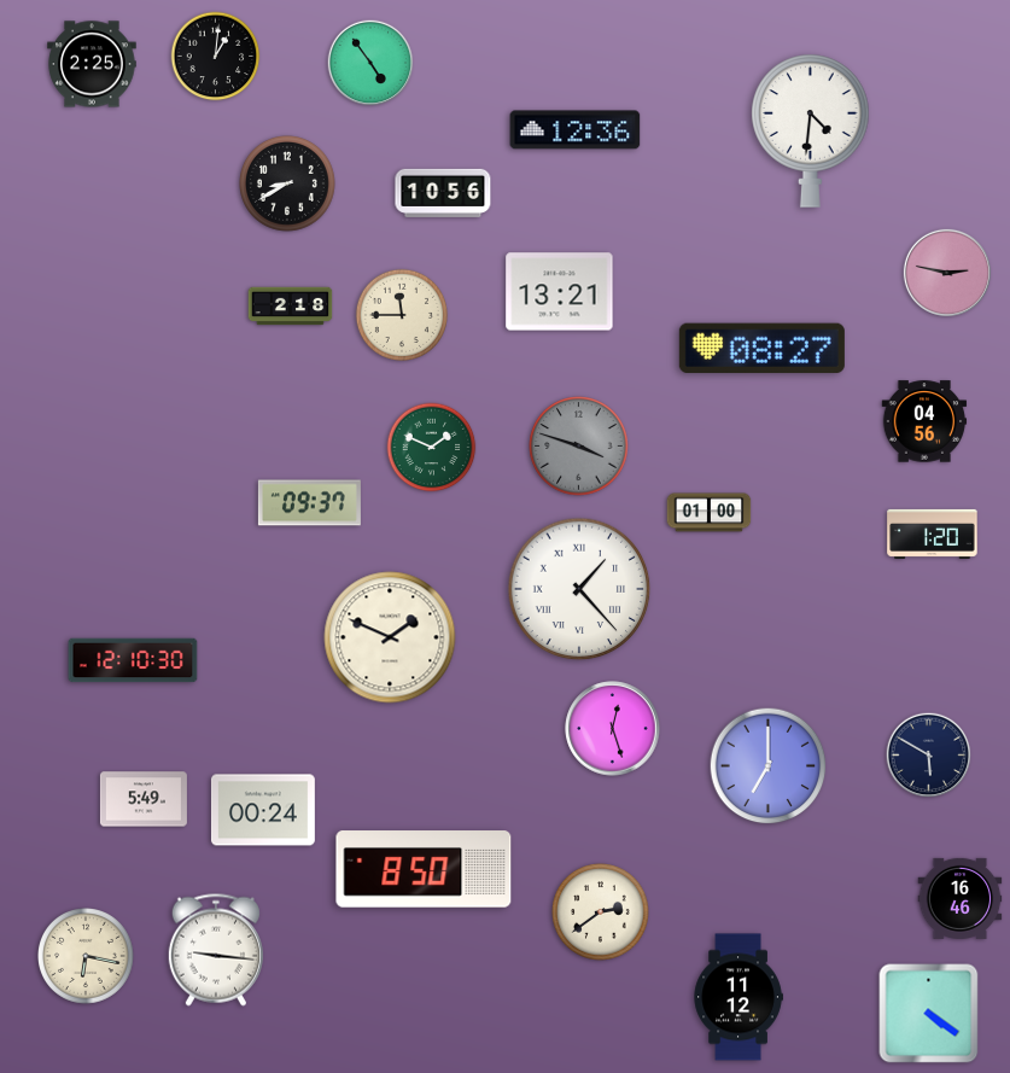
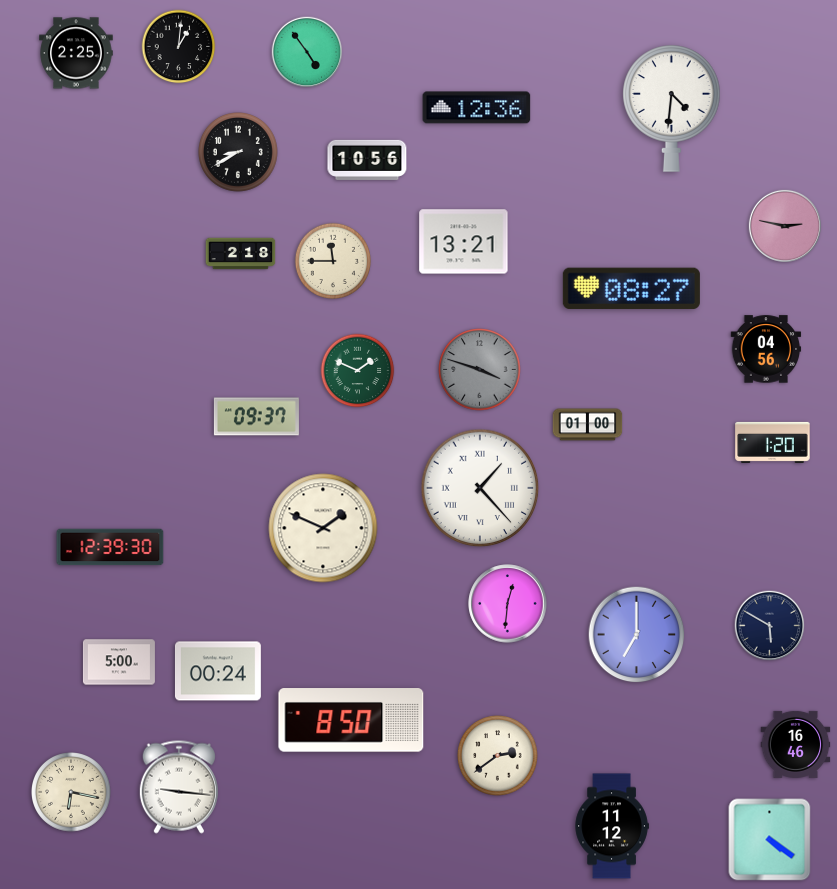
clock at (133, 660): 12:10 -> 12:39
clock at (613, 729): 12:27 -> 12:31
clock at (144, 799): 5:49 -> 5:00
